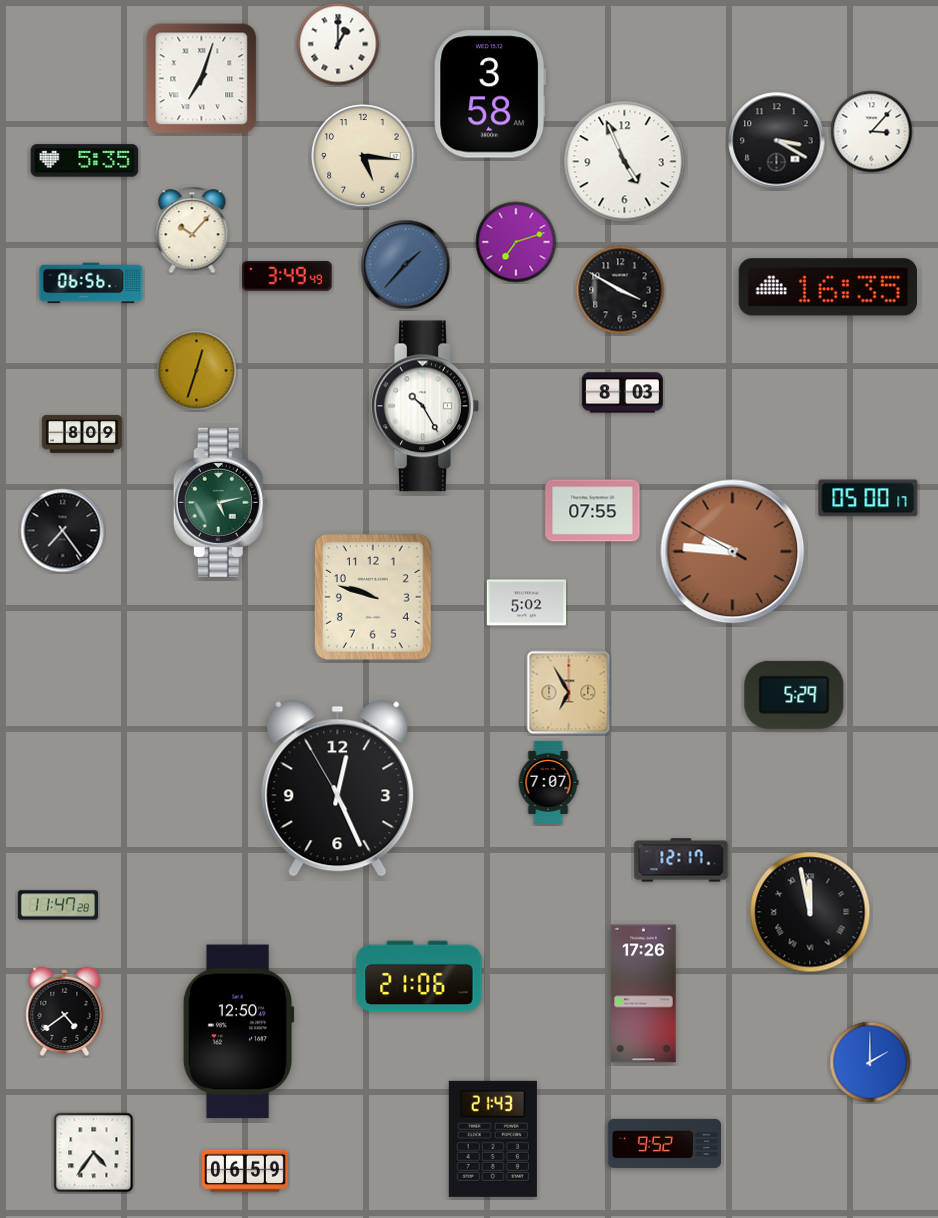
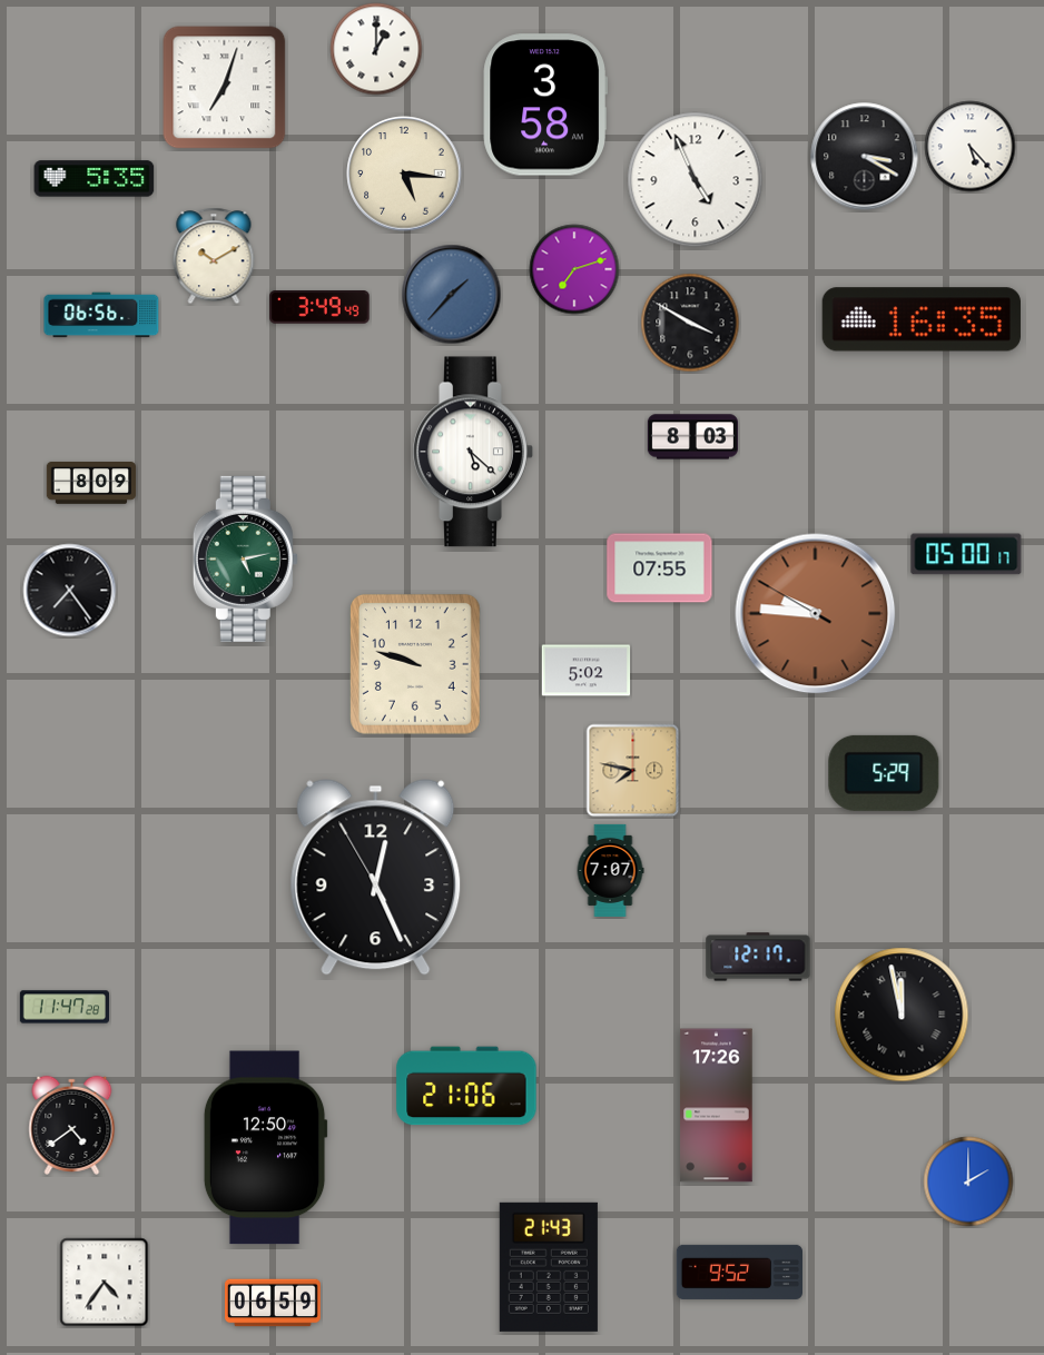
clock at (872, 132): 3:07 -> 5:23
clock at (192, 230): 10:07 -> 10:10
clock at (197, 371): 12:33 -> none
clock at (425, 406): 10:25 -> 5:22
clock at (569, 693): 6:55 -> 7:47
